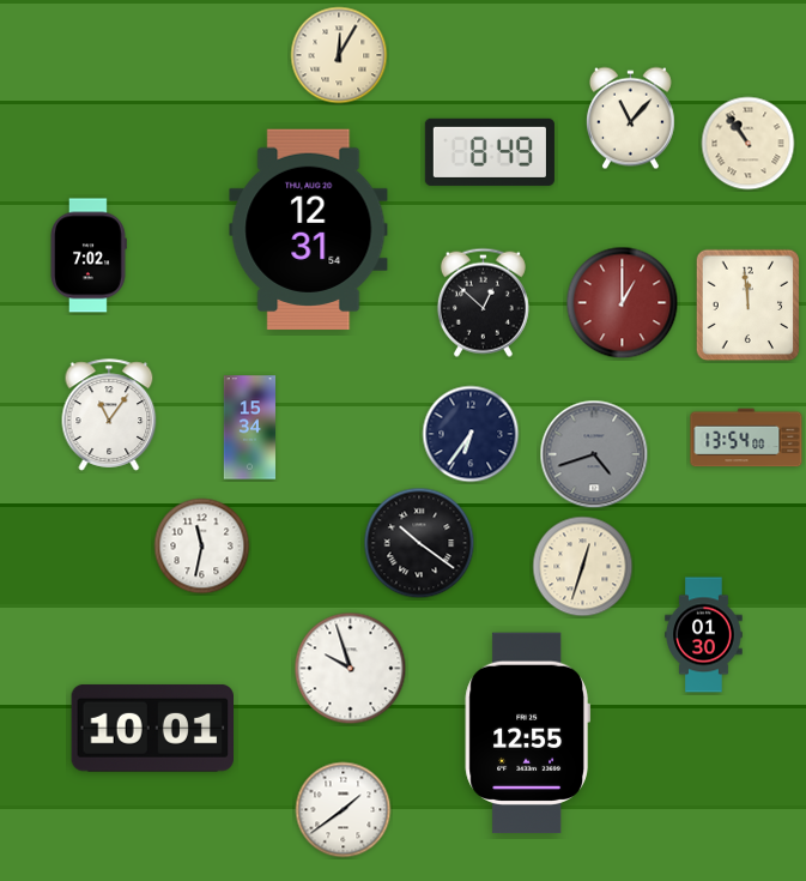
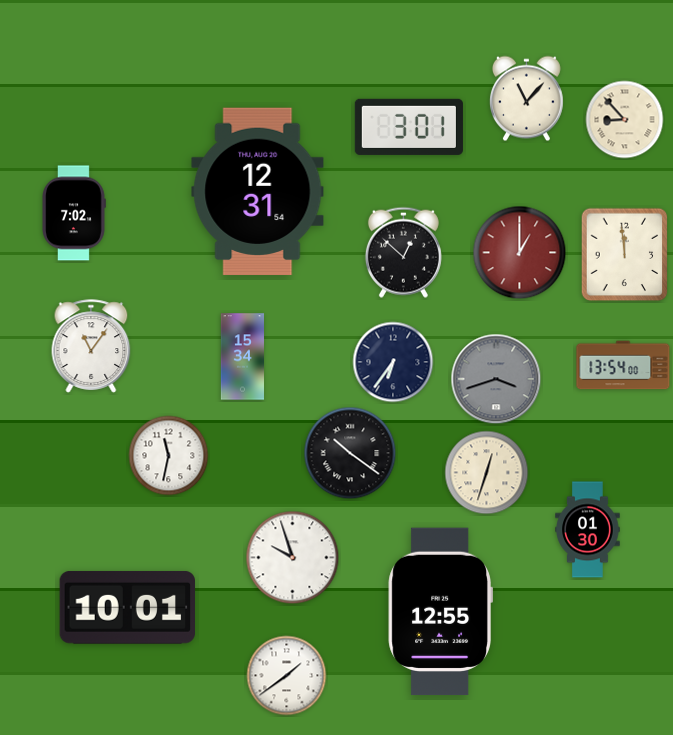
clock at (339, 55): 12:05 -> none
clock at (749, 144): 10:54 -> 8:53
clock at (490, 152): 8:49 -> 3:01
clock at (250, 428) position: (250, 428) -> (243, 357)
clock at (594, 454): 4:42 -> 3:42
